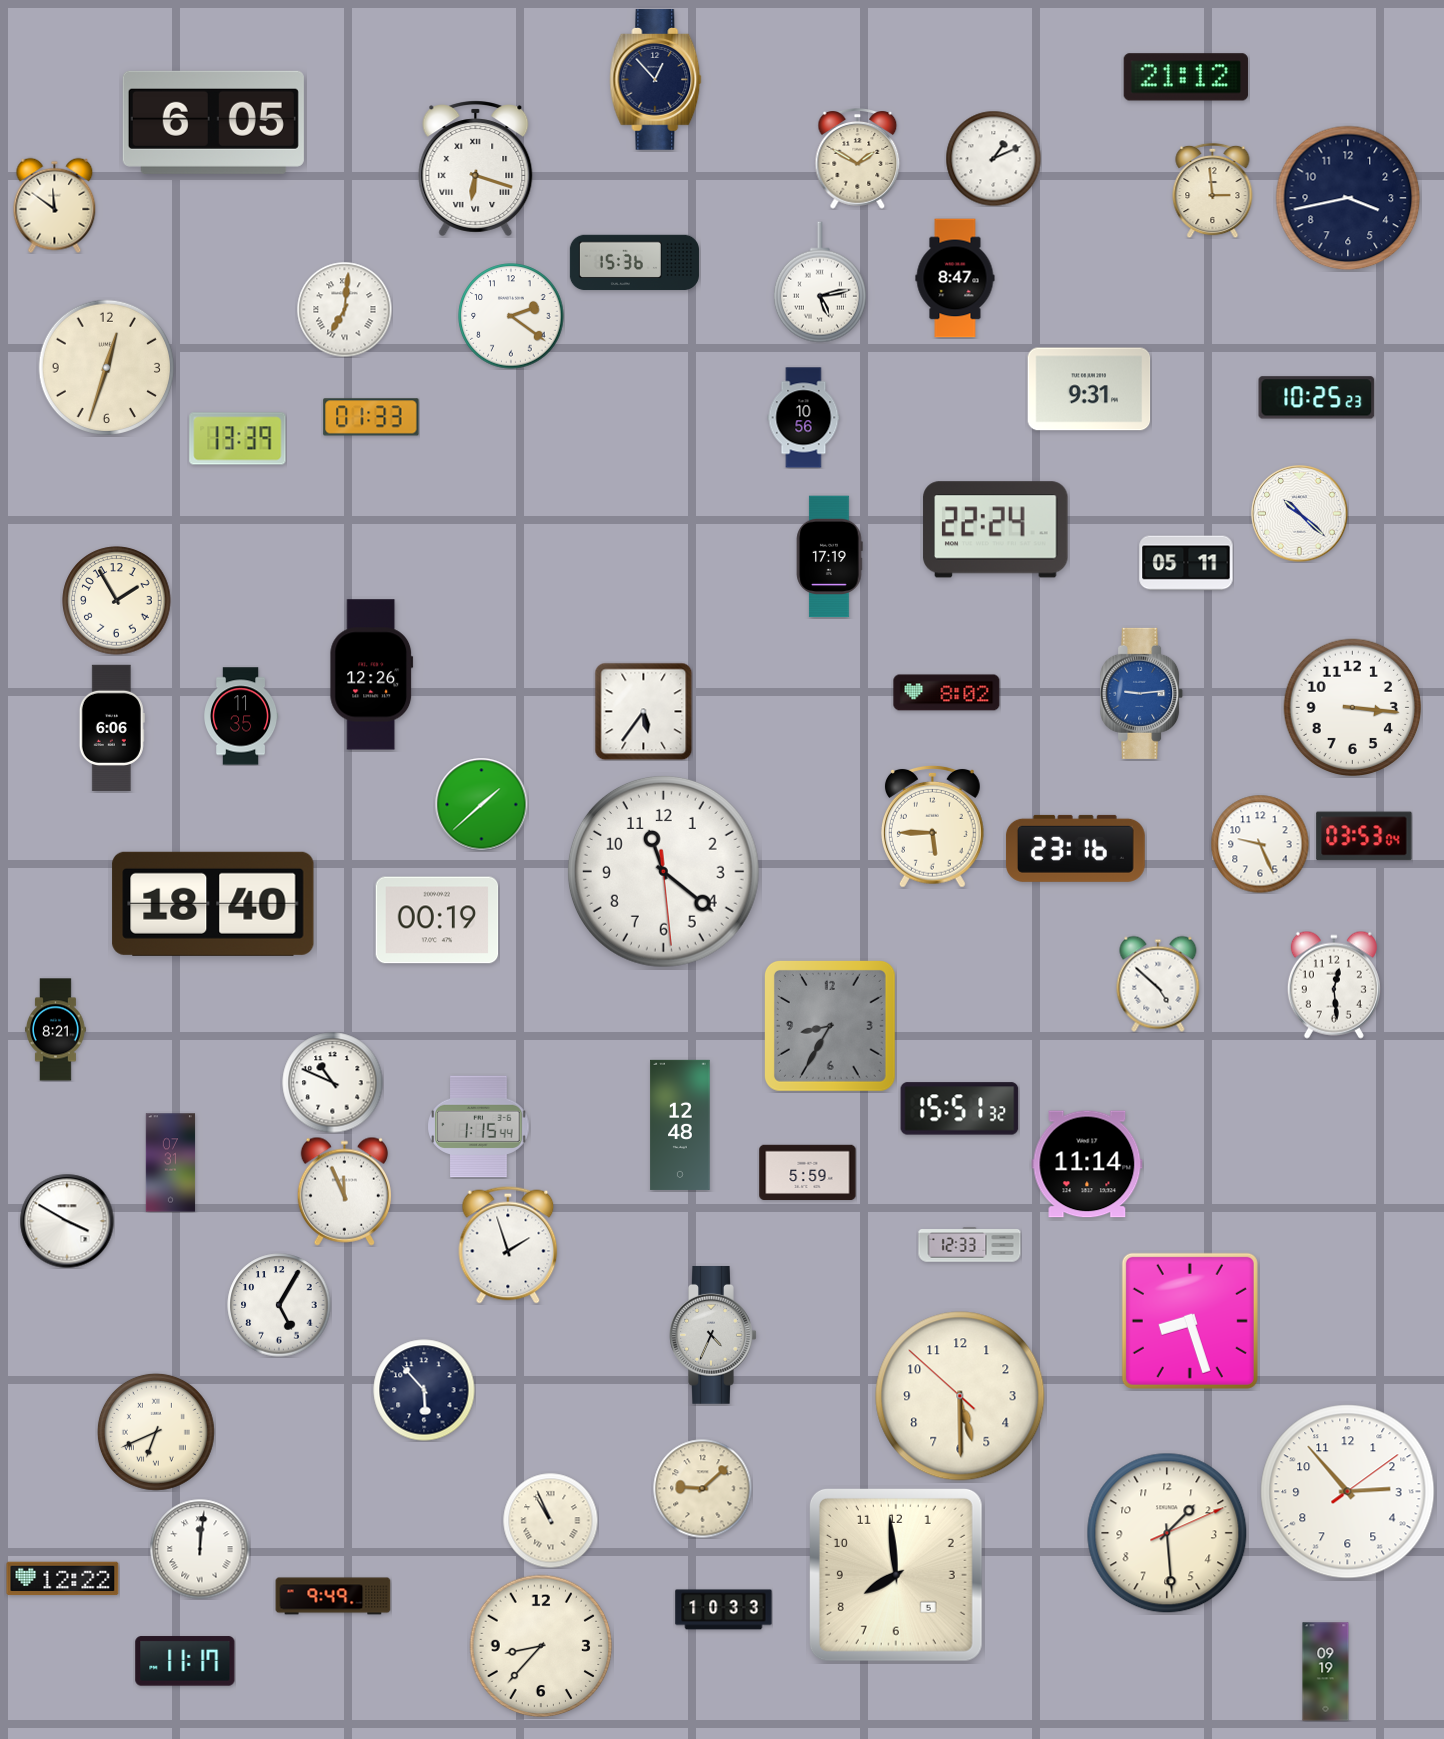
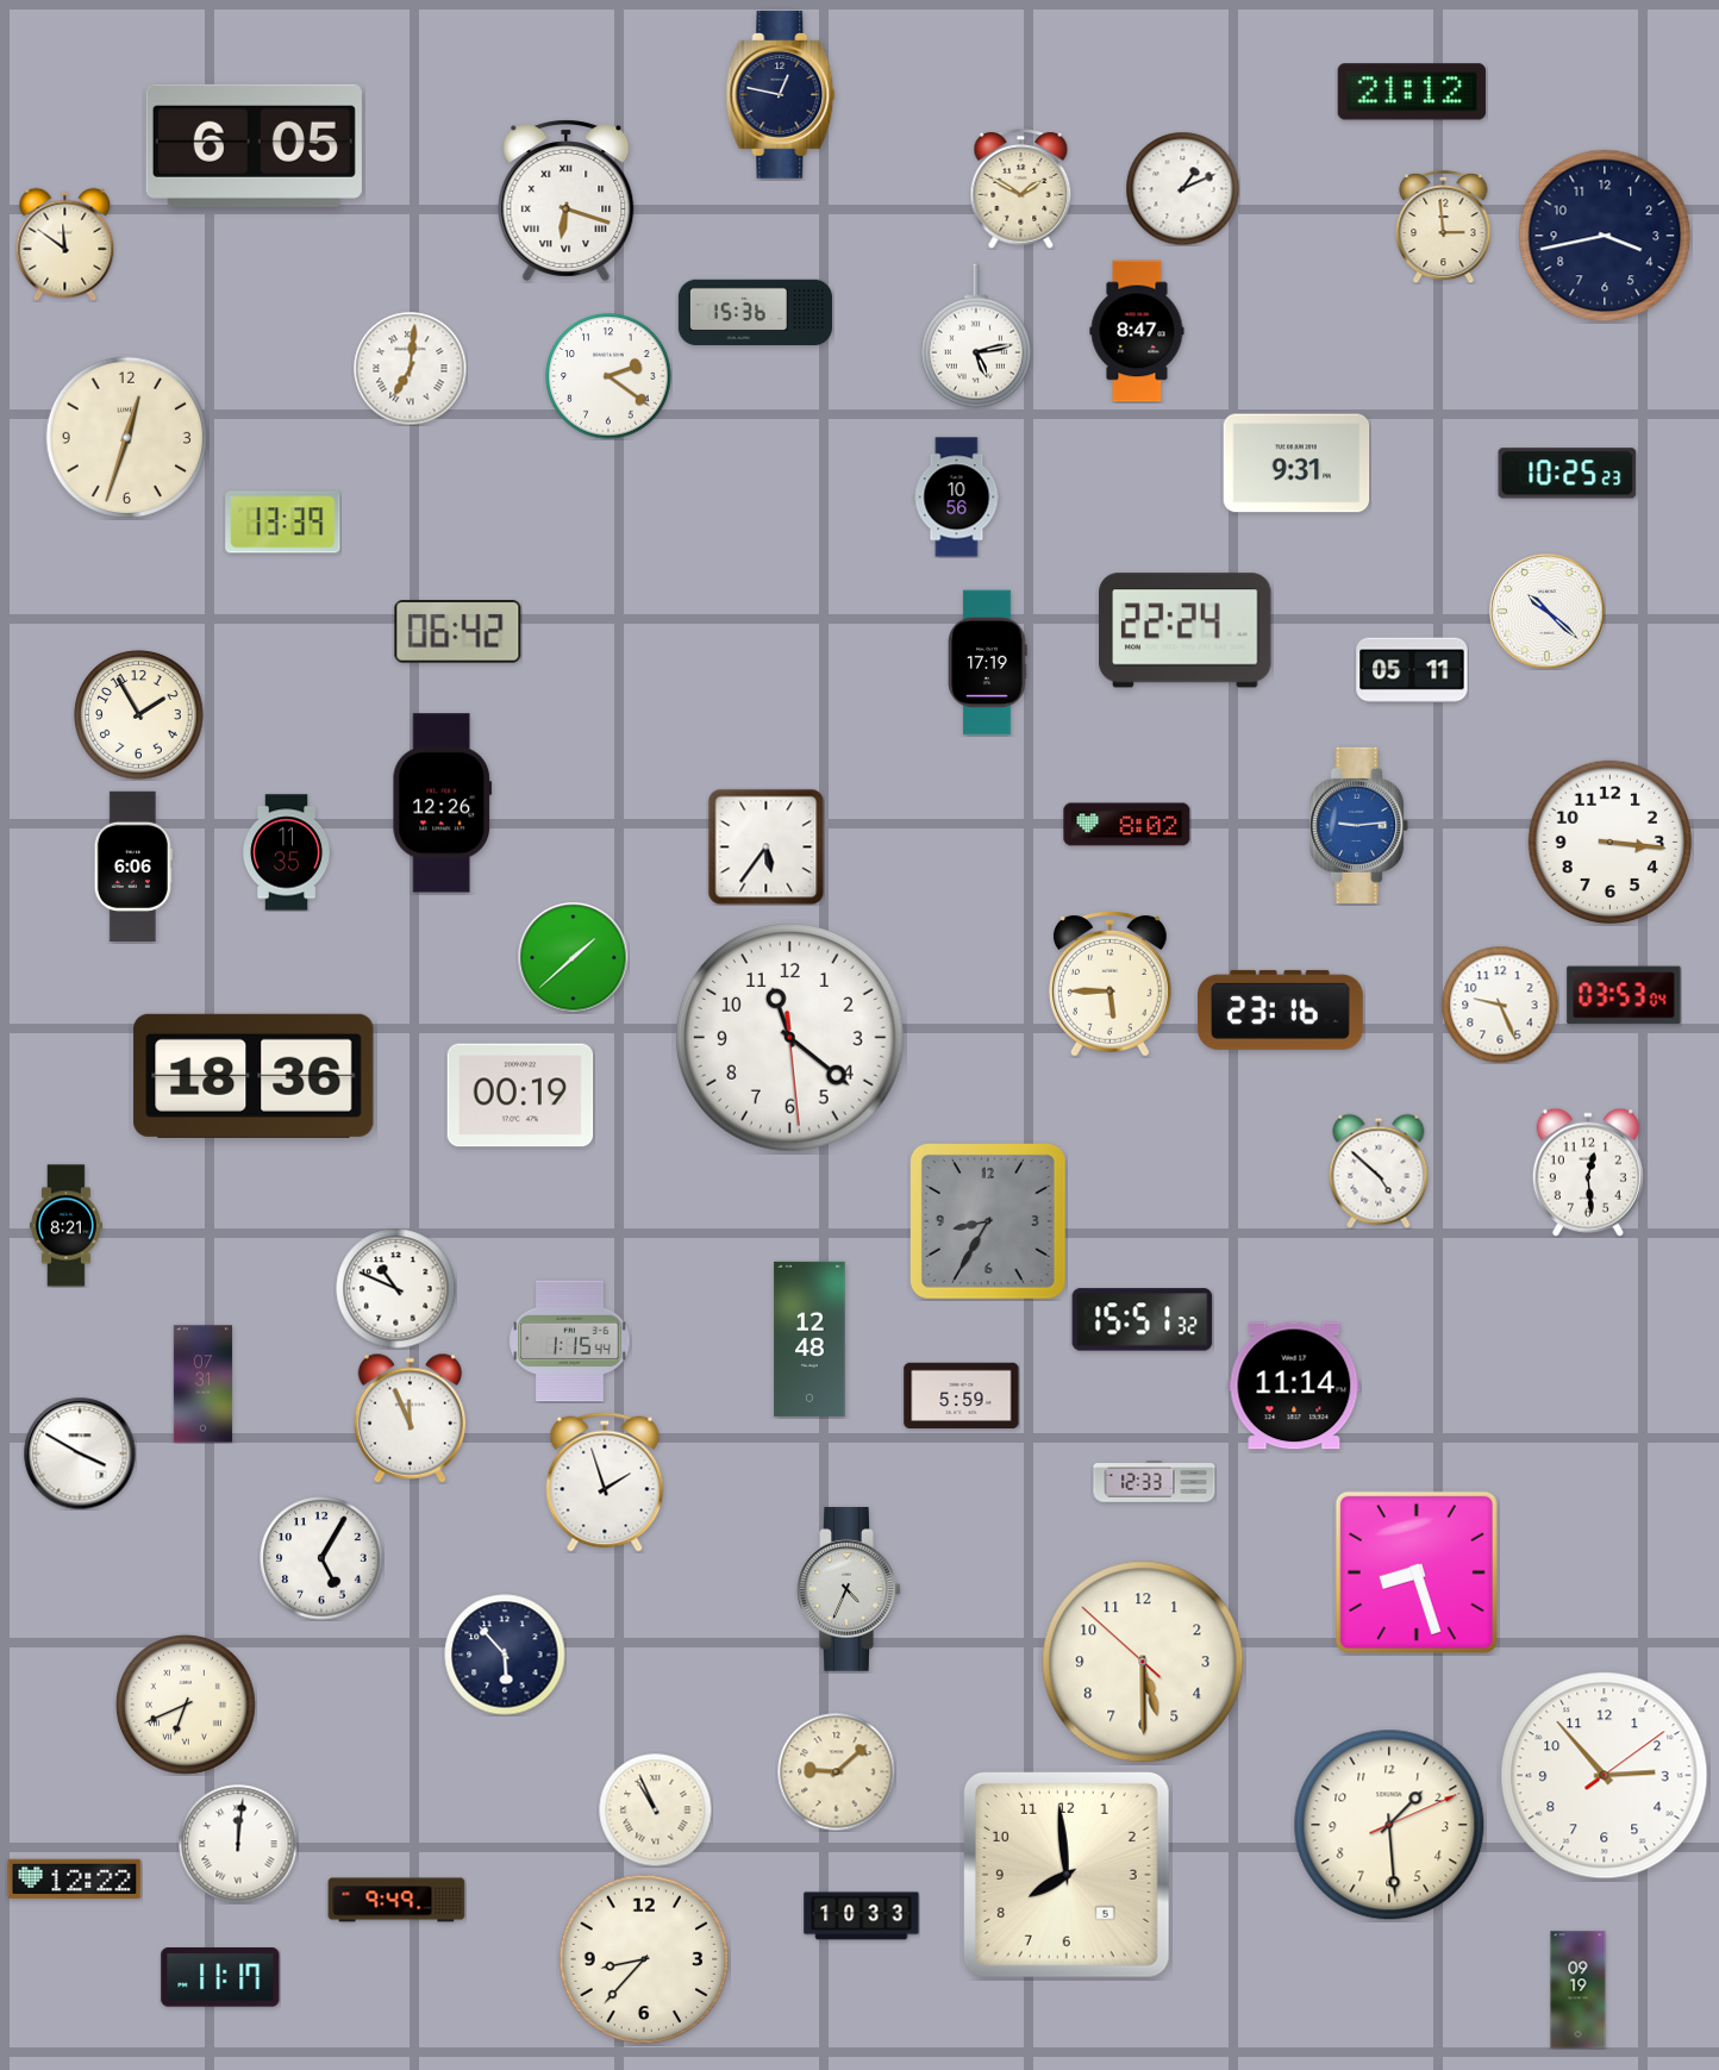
clock at (656, 80): 12:53 -> 12:47
clock at (371, 417): 01:33 -> none
clock at (458, 632): none -> 06:42
clock at (213, 904): 18:40 -> 18:36
clock at (279, 1305) position: (279, 1305) -> (321, 1558)
